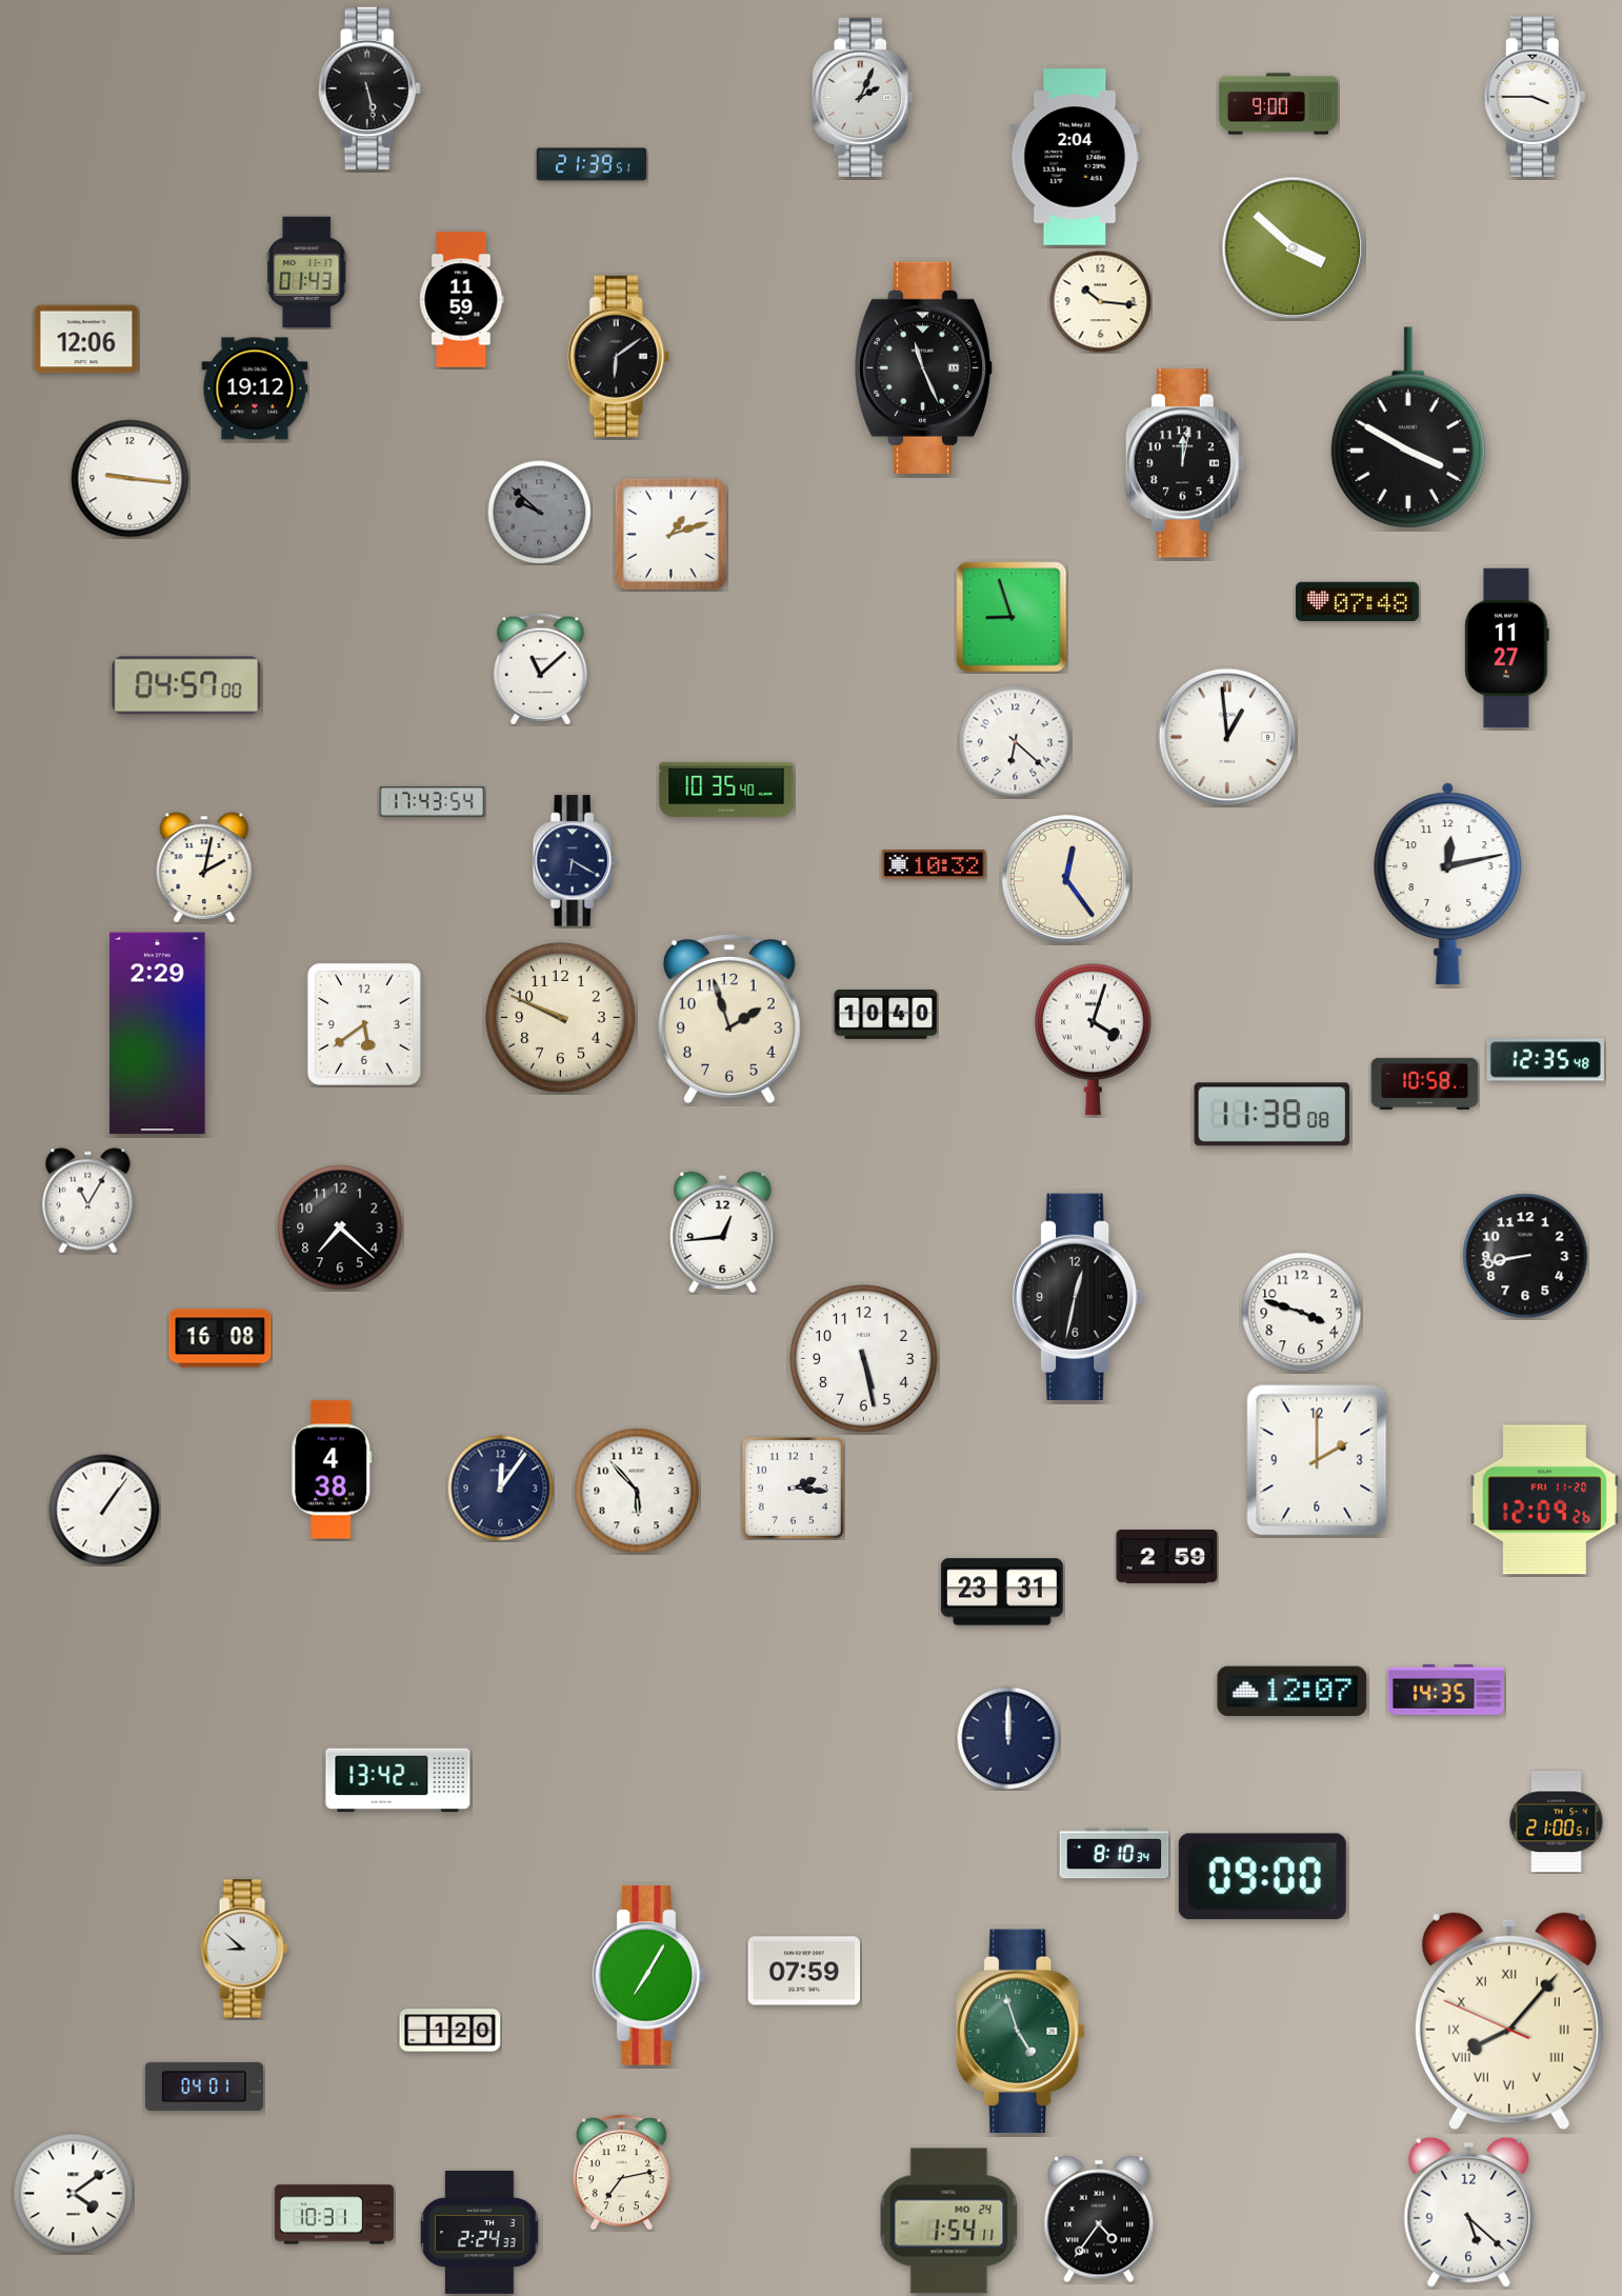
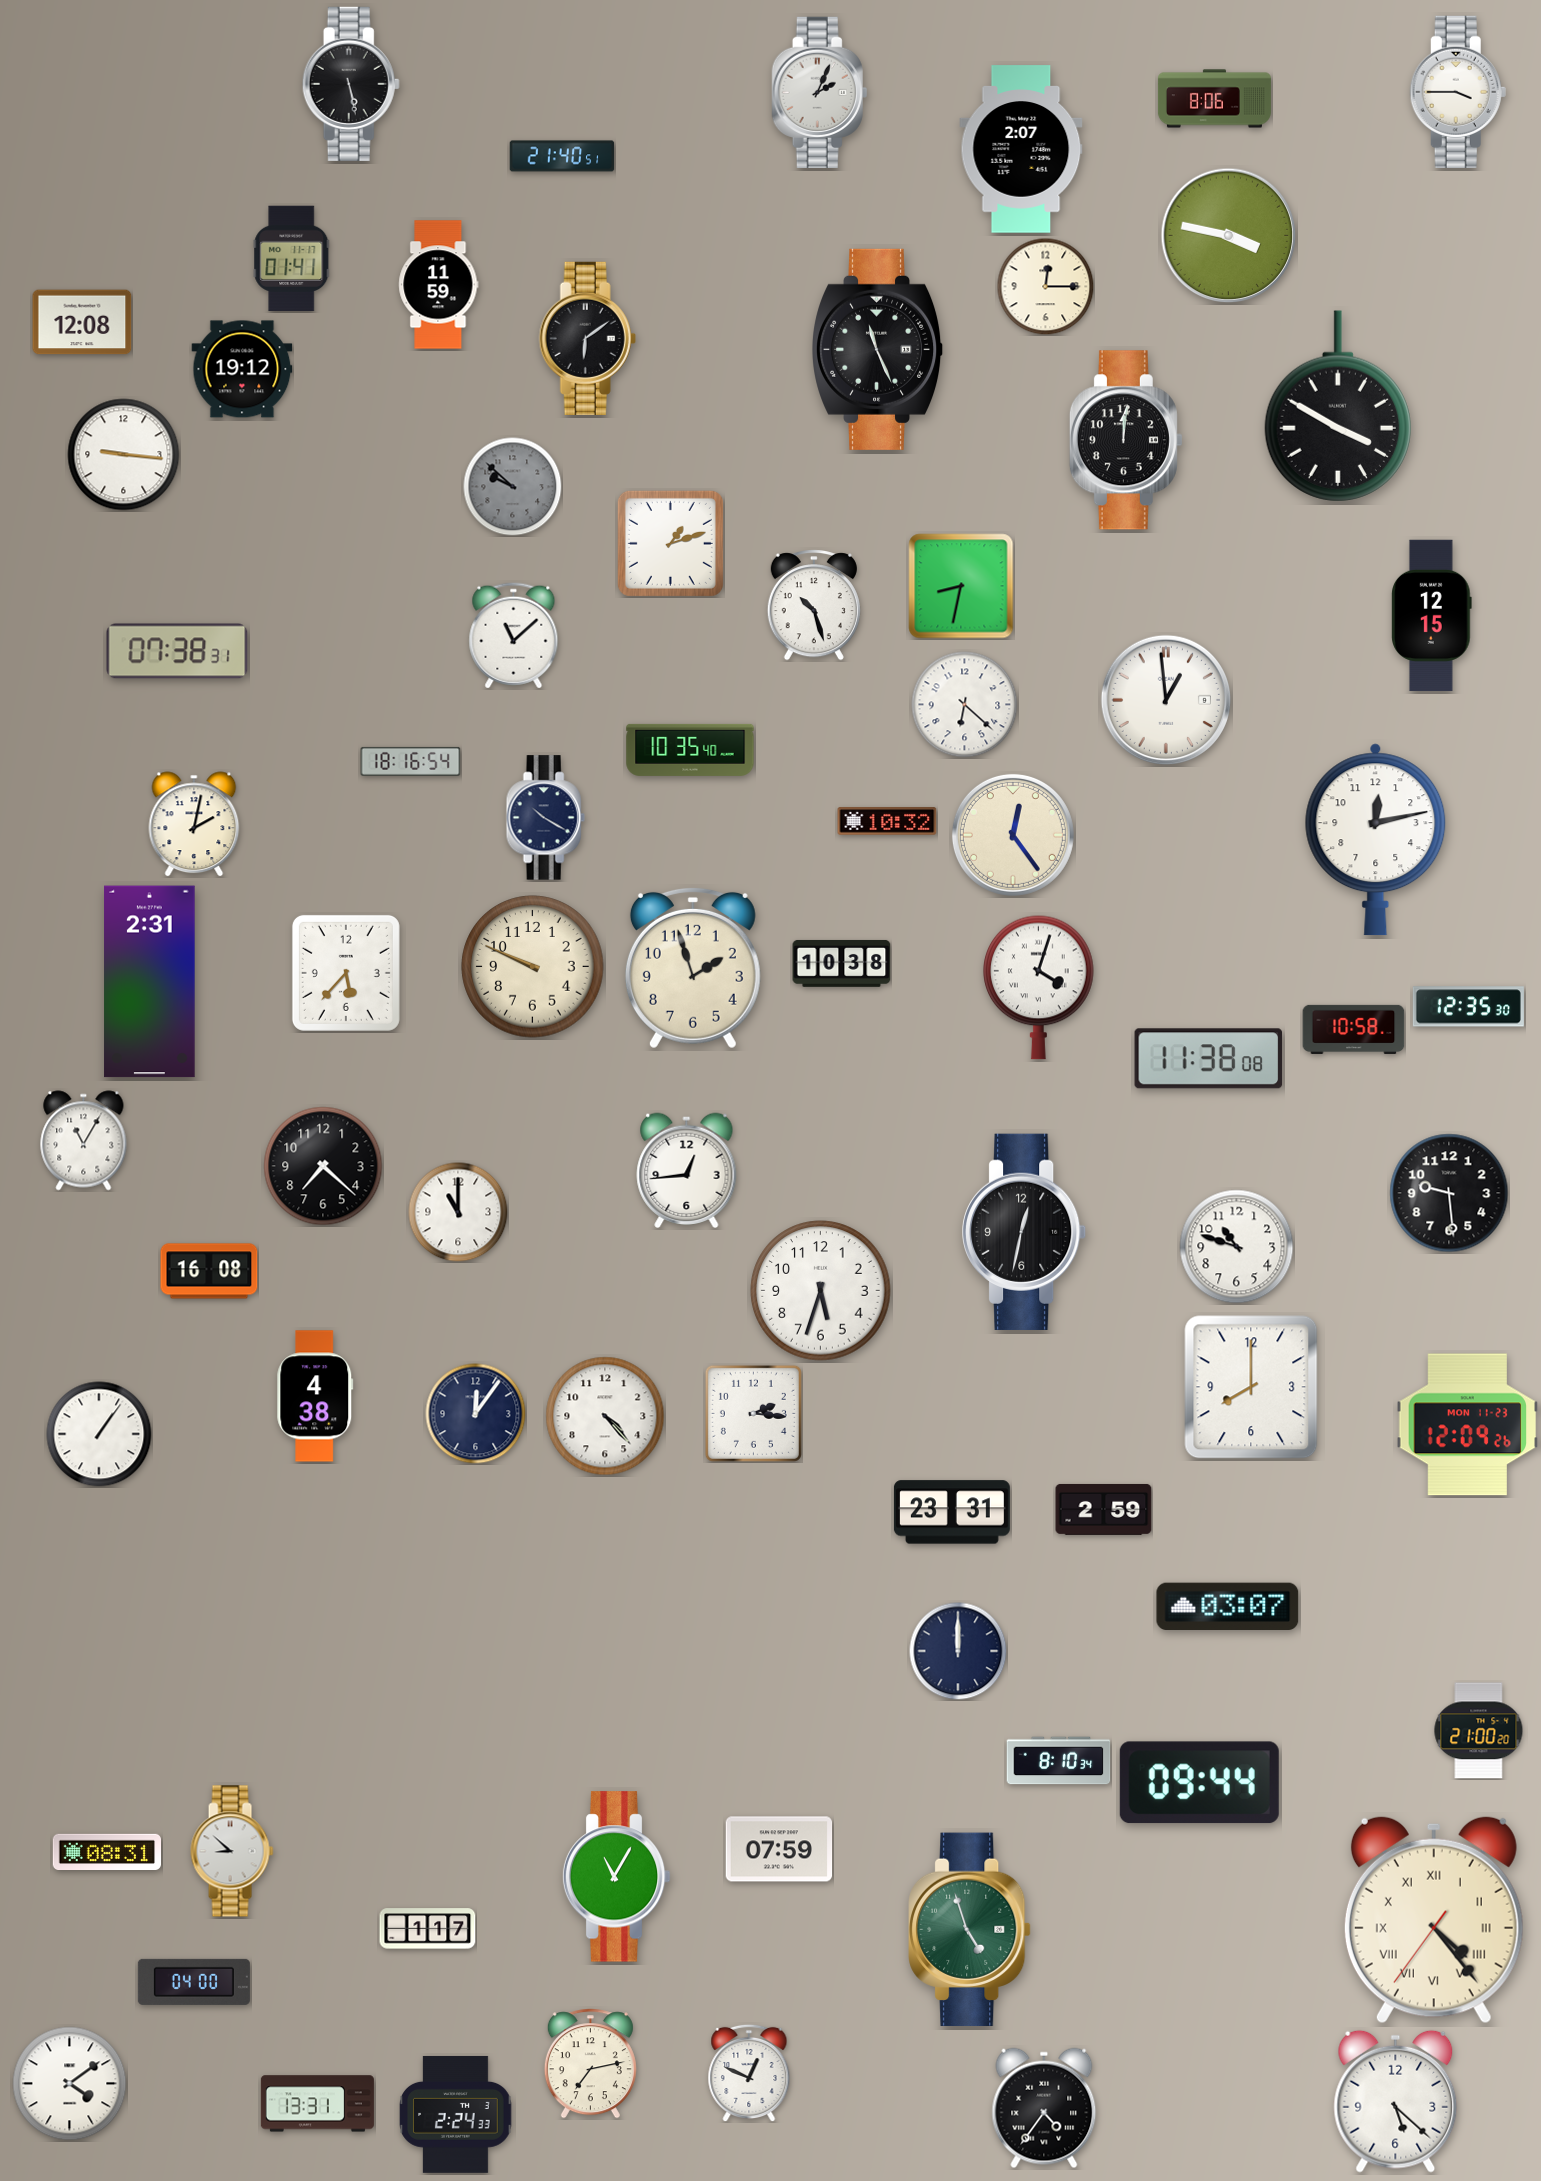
clock at (1278, 104): 9:00 -> 8:06
clock at (1075, 157): 2:04 -> 2:07
clock at (592, 164): 21:39 -> 21:40
clock at (1294, 248): 3:52 -> 3:47
clock at (307, 273): 01:43 -> 01:41
clock at (1100, 301): 10:16 -> 12:15
clock at (86, 339): 12:06 -> 12:08
clock at (1185, 463): 12:02 -> 12:01
clock at (670, 534) position: (670, 534) -> (670, 543)
clock at (1357, 601): 07:48 -> none
clock at (1012, 617): 8:57 -> 8:32
clock at (814, 605): none -> 10:27
clock at (1507, 648): 11:27 -> 12:15
clock at (186, 685): 04:57 -> 07:38
clock at (433, 801): 17:43 -> 18:16
clock at (574, 861): 6:20 -> 10:20
clock at (886, 1014): 10:40 -> 10:38
clock at (364, 1024): 5:39 -> 5:37
clock at (158, 1034): 2:29 -> 2:31
clock at (1545, 1060): 12:35:48 -> 12:35:30
clock at (1525, 1256): 8:43 -> 9:29
clock at (458, 1212): none -> 11:00
clock at (1302, 1313): 3:48 -> 10:48
clock at (864, 1359): 5:28 -> 5:33
clock at (1317, 1460): 2:00 -> 8:00
clock at (637, 1491): 5:53 -> 4:23
clock at (1545, 1500) date: FRI 11-20 -> MON 11-23
clock at (1167, 1556) position: (1167, 1556) -> (1104, 1509)
clock at (1446, 1690): 14:35 -> none
clock at (1293, 1692): 12:07 -> 03:07
clock at (398, 1780): 13:42 -> none
clock at (1557, 1822): 21:00:51 -> 21:00:20
clock at (1262, 1877): 09:00 -> 09:44
clock at (106, 1851): none -> 08:31
clock at (804, 1971) position: (804, 1971) -> (779, 1849)
clock at (648, 1976): 7:05 -> 11:05
clock at (1509, 2021): 8:06 -> 4:23
clock at (450, 2031): 1:20 -> 1:17
clock at (204, 2087): 04:01 -> 04:00
clock at (749, 2073): none -> 12:49
clock at (334, 2215): 10:31 -> 13:31
clock at (949, 2221): 1:54 -> none
clock at (480, 2232) position: (480, 2232) -> (456, 2114)
